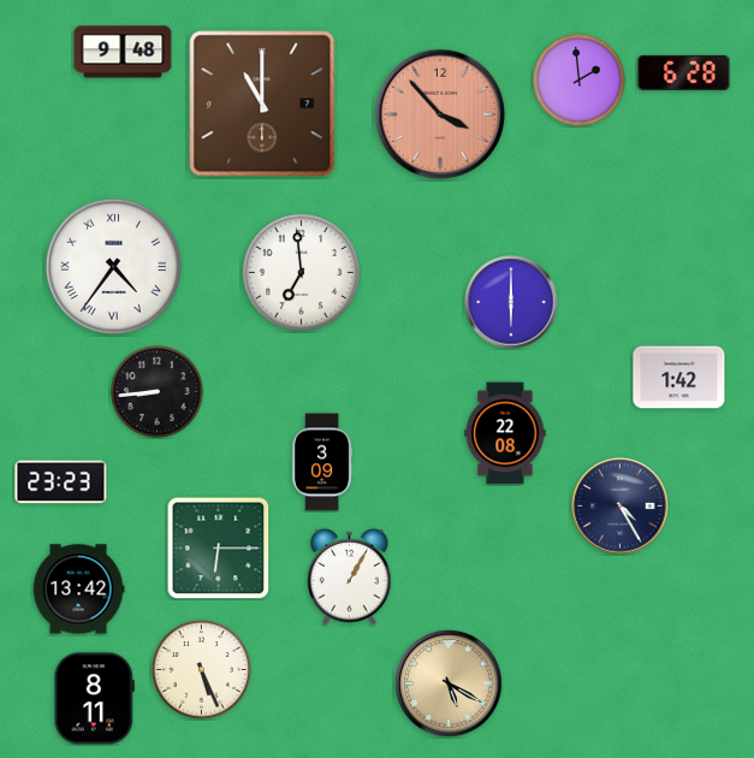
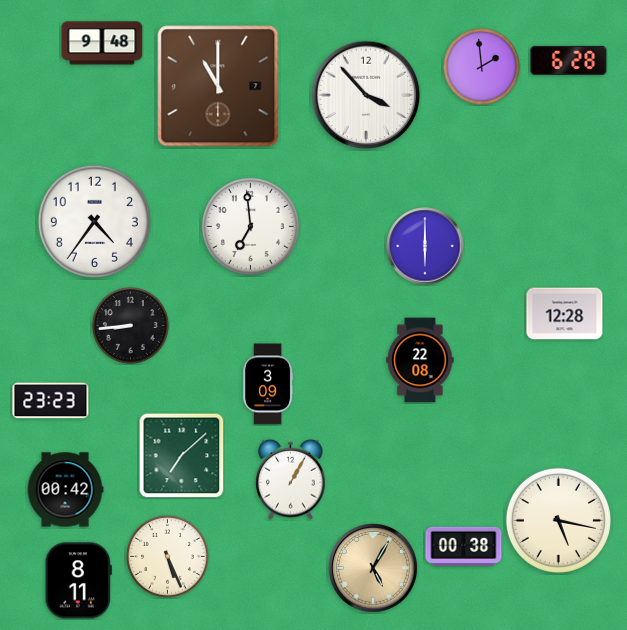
clock at (440, 114) dial: salmon -> white
clock at (113, 266) numerals: Roman -> Arabic
clock at (511, 302) position: (511, 302) -> (425, 246)
clock at (679, 378): 1:42 -> 12:28
clock at (621, 507): 4:25 -> none
clock at (219, 549): 6:15 -> 7:08
clock at (78, 590): 13:42 -> 00:42
clock at (558, 520): none -> 5:17
clock at (464, 546): none -> 00:38
clock at (449, 683): 5:20 -> 5:05
